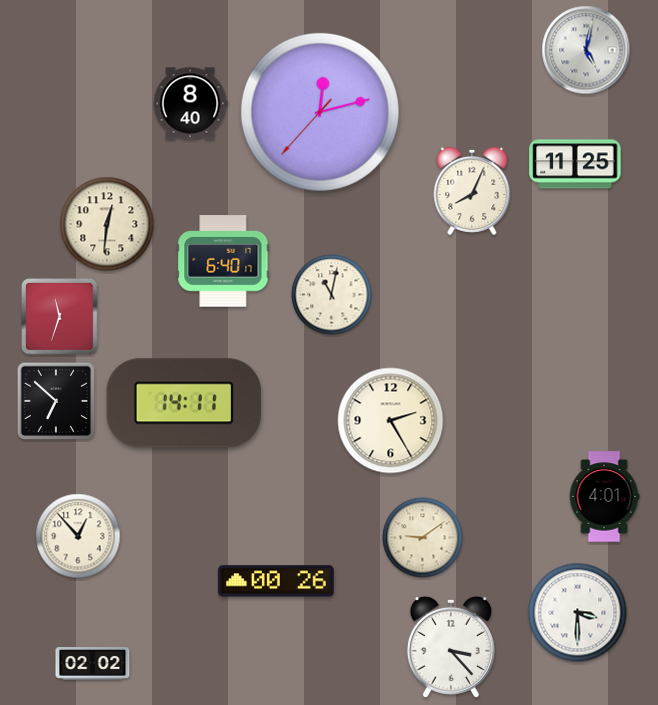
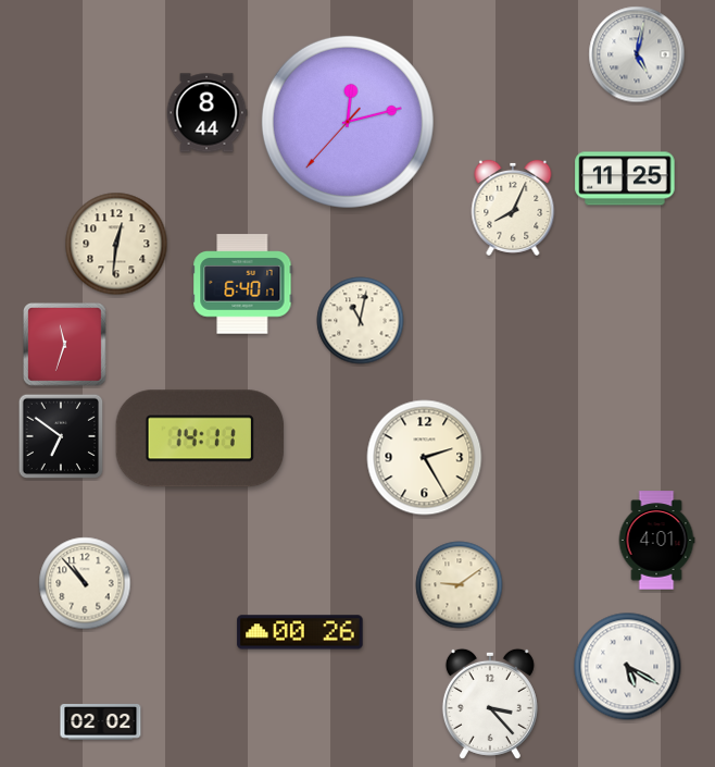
clock at (190, 104): 8:40 -> 8:44
clock at (56, 401): 6:52 -> 6:51
clock at (78, 536): 12:53 -> 10:53
clock at (578, 613): 3:30 -> 5:20
